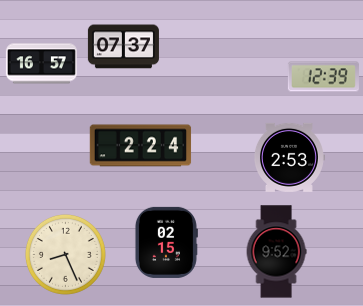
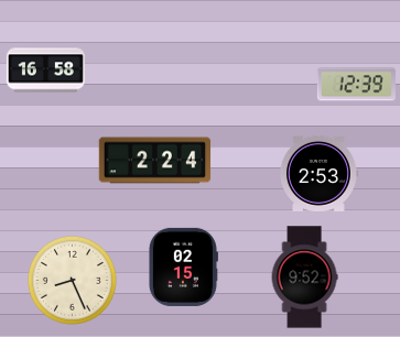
clock at (123, 47): 07:37 -> none
clock at (41, 64): 16:57 -> 16:58
